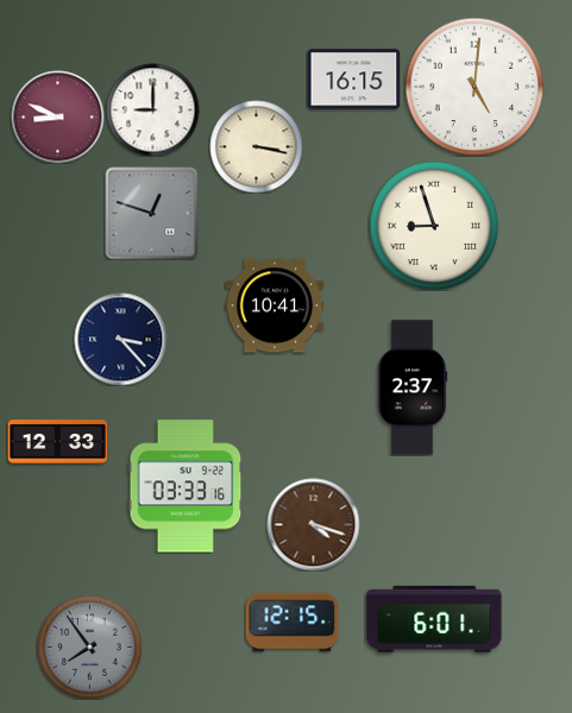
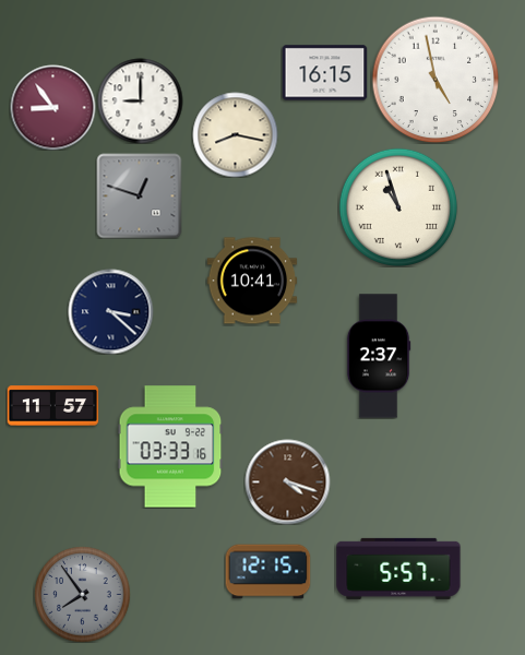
clock at (474, 87): 5:01 -> 4:58
clock at (57, 116): 8:49 -> 8:54
clock at (256, 146): 3:17 -> 8:17
clock at (433, 225): 8:57 -> 10:57
clock at (120, 339): 3:23 -> 3:22
clock at (57, 442): 12:33 -> 11:57
clock at (434, 619): 6:01 -> 5:57
